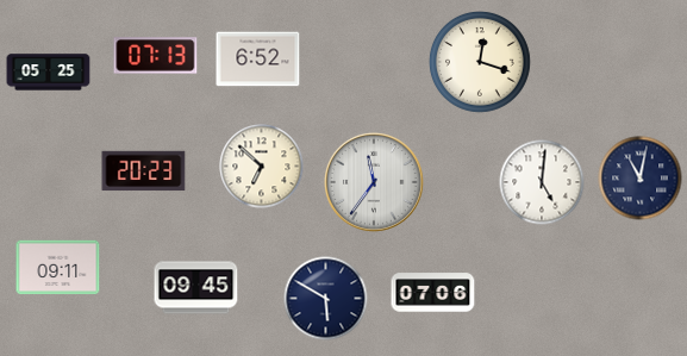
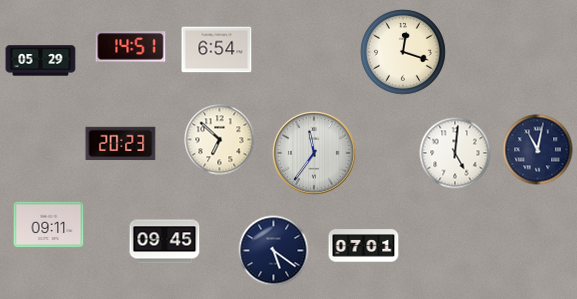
clock at (156, 56): 07:13 -> 14:51
clock at (258, 60): 6:52 -> 6:54
clock at (49, 73): 05:25 -> 05:29
clock at (433, 293): 07:06 -> 07:01
clock at (326, 299): 5:50 -> 5:21
